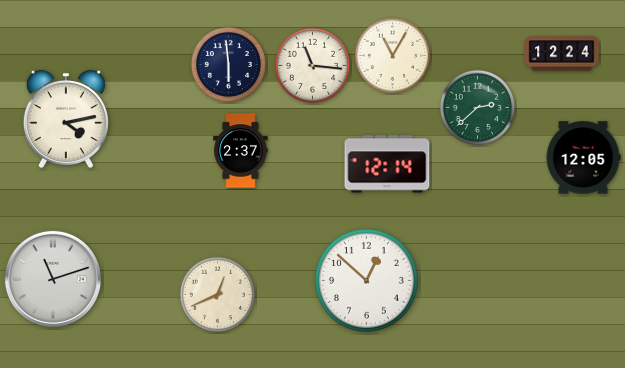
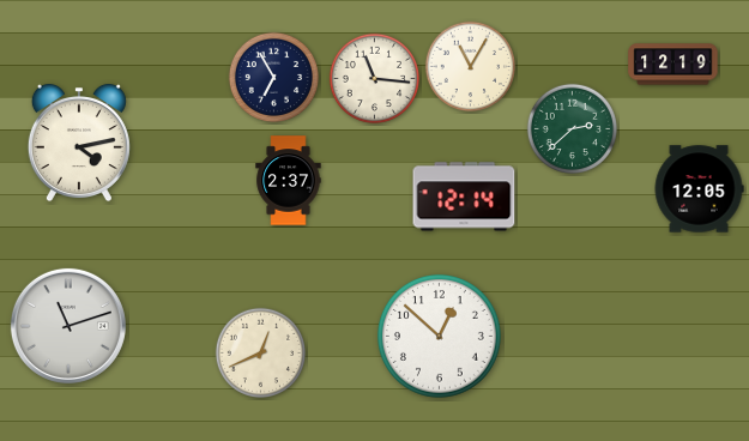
clock at (562, 54): 12:24 -> 12:19
clock at (228, 64): 5:59 -> 6:55
clock at (53, 279) position: (53, 279) -> (68, 326)
